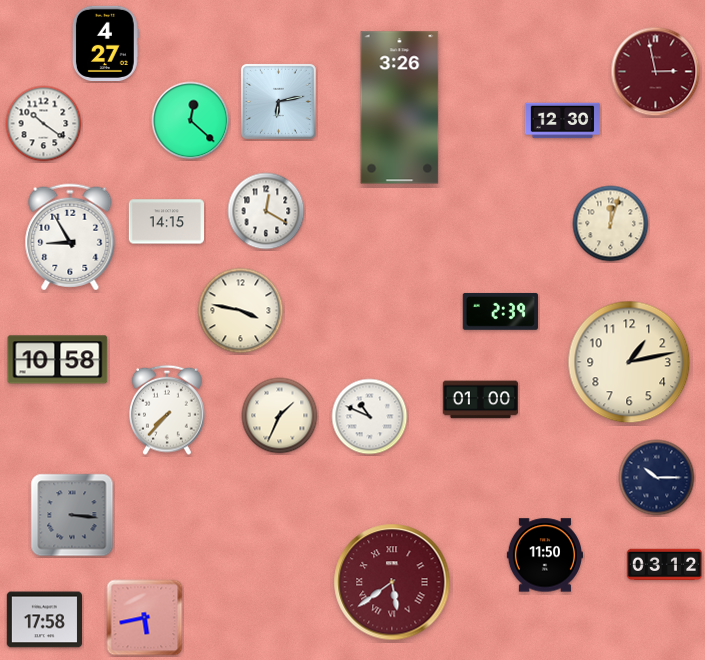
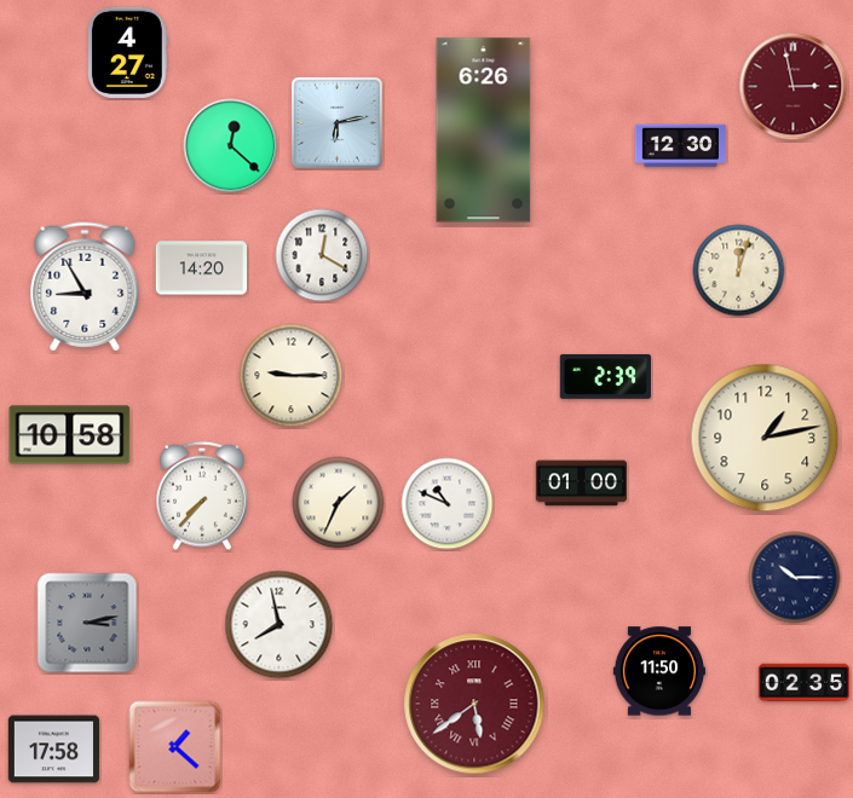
clock at (400, 108): 3:26 -> 6:26
clock at (44, 124): 10:21 -> none
clock at (166, 222): 14:15 -> 14:20
clock at (241, 311): 3:47 -> 9:15
clock at (629, 362) position: (629, 362) -> (765, 438)
clock at (72, 515): 3:16 -> 3:13
clock at (279, 625): none -> 7:58
clock at (664, 565): 03:12 -> 02:35
clock at (145, 618): 5:43 -> 1:22
